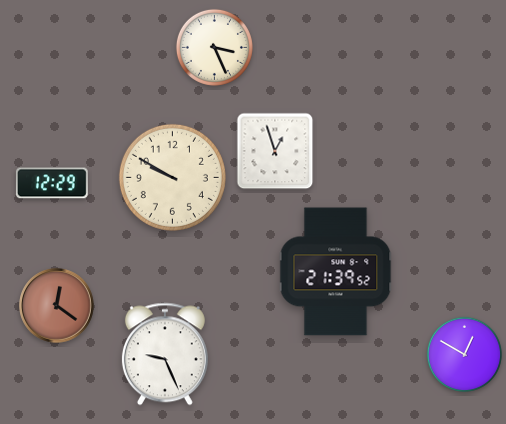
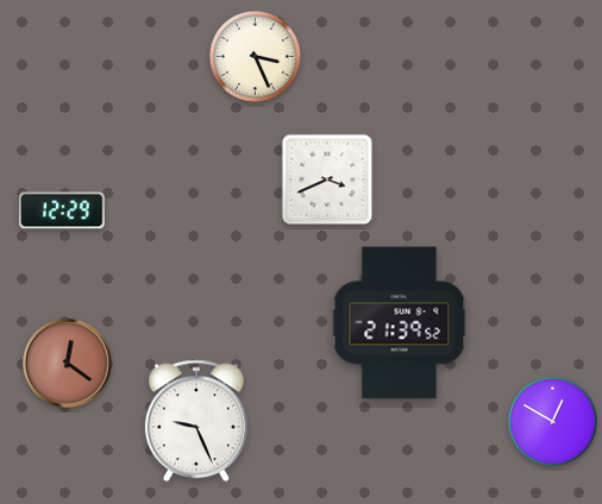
clock at (275, 151): 12:57 -> 3:41
clock at (172, 177): 9:50 -> none
clock at (52, 183) position: (52, 183) -> (62, 210)
